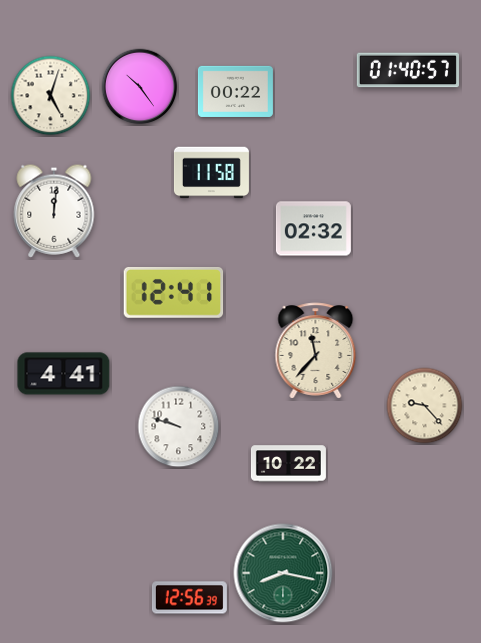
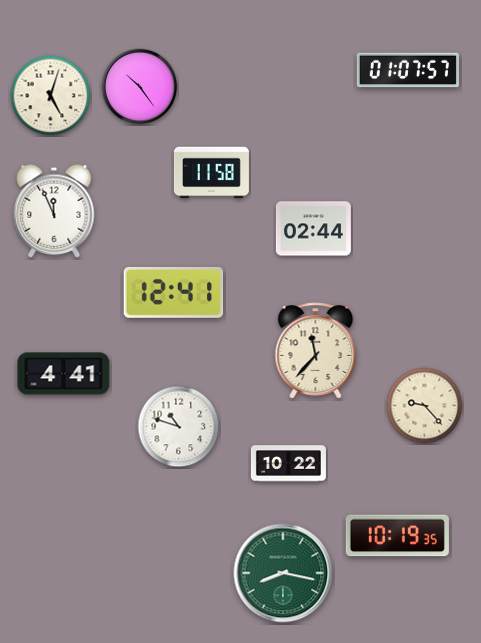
clock at (408, 70): 01:40 -> 01:07
clock at (235, 91): 00:22 -> none
clock at (54, 211): 12:01 -> 11:56
clock at (313, 229): 02:32 -> 02:44
clock at (179, 427): 9:48 -> 10:48
clock at (397, 536): none -> 10:19
clock at (189, 598): 12:56 -> none
